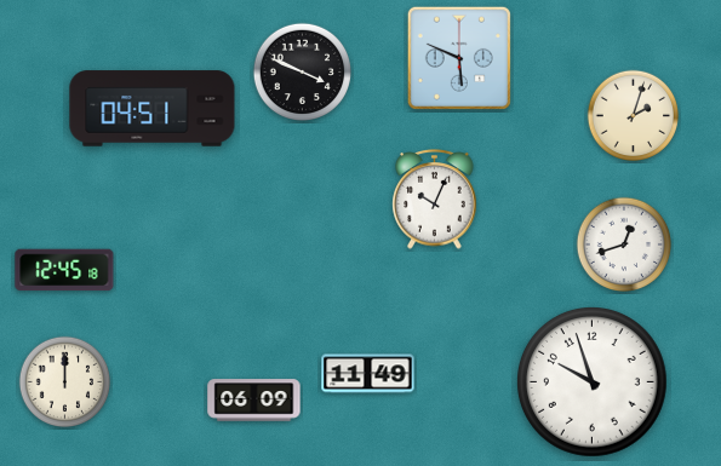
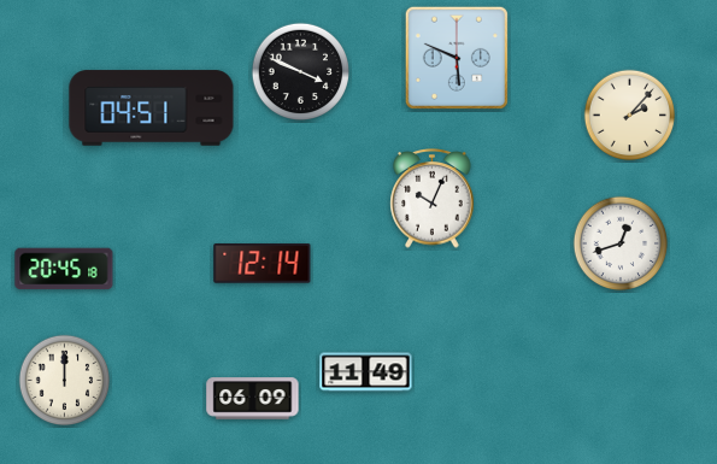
clock at (634, 116): 2:03 -> 2:07
clock at (263, 264): none -> 12:14
clock at (64, 270): 12:45 -> 20:45
clock at (593, 382): 9:57 -> none
